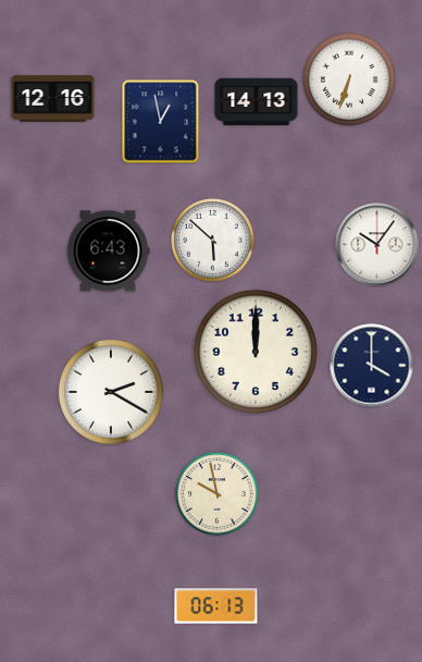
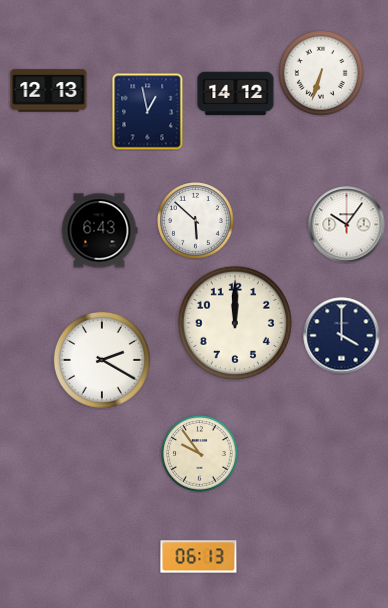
clock at (53, 99): 12:16 -> 12:13
clock at (257, 102): 14:13 -> 14:12
clock at (218, 494): 9:58 -> 9:54
